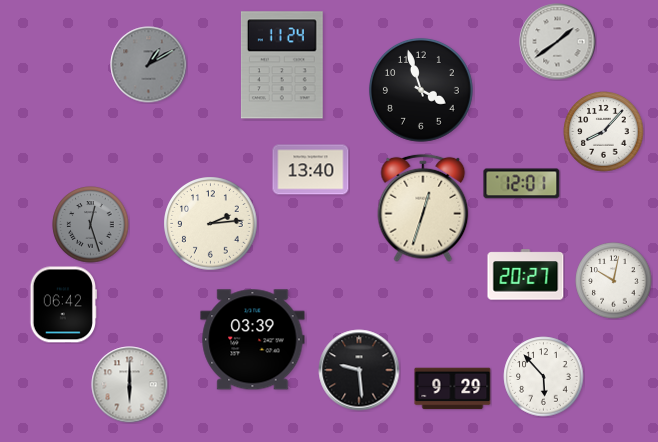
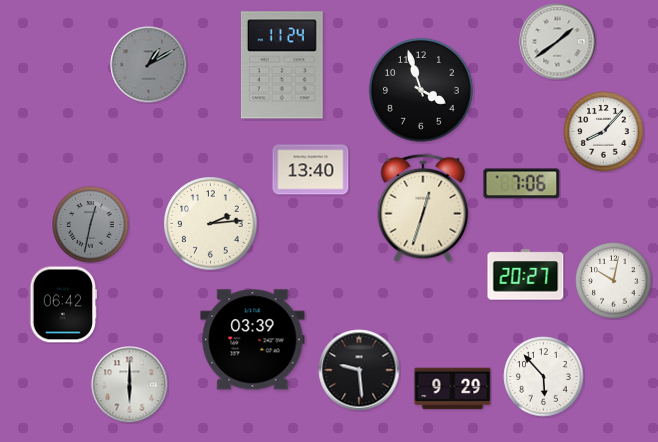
clock at (522, 184): 12:01 -> 7:06
clock at (91, 225): 12:27 -> 12:32
